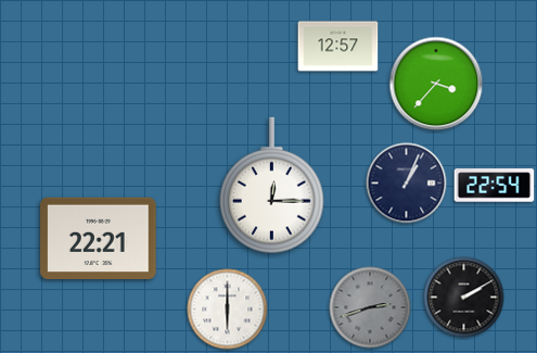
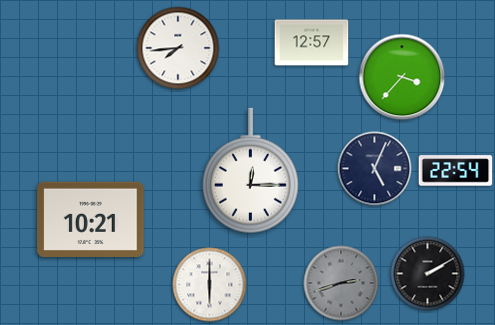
clock at (178, 48): none -> 7:44
clock at (407, 184): 1:04 -> 5:04
clock at (99, 238): 22:21 -> 10:21
